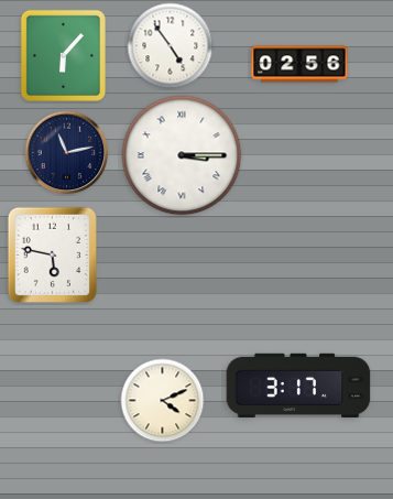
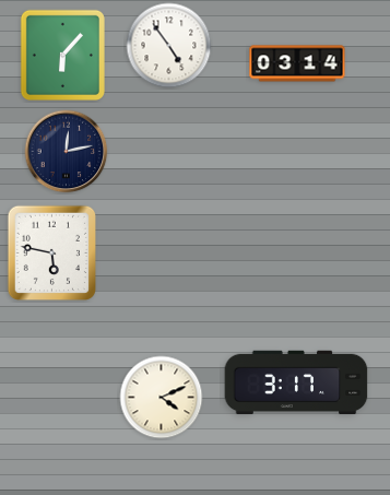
clock at (299, 64): 02:56 -> 03:14
clock at (67, 153): 11:13 -> 12:13
clock at (182, 155): 3:15 -> none
